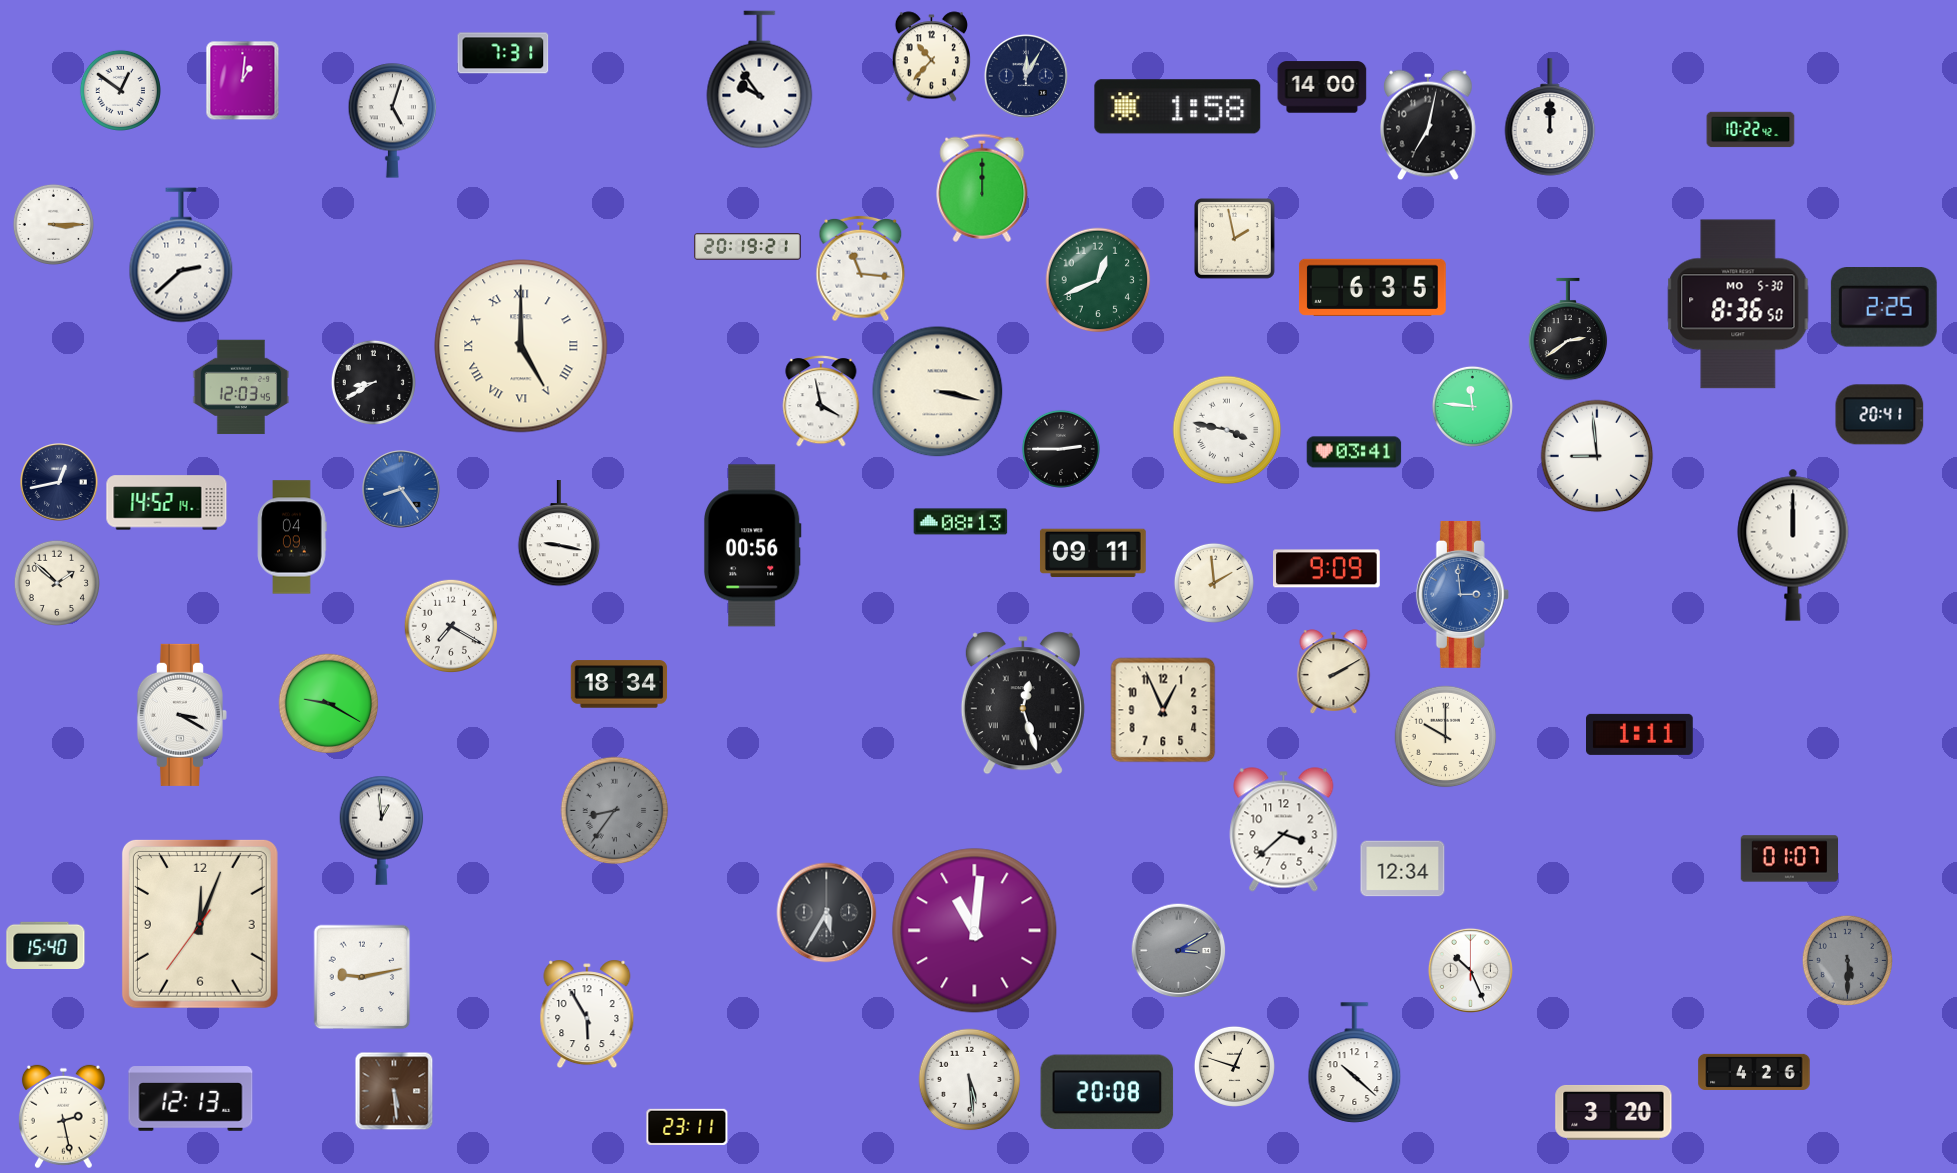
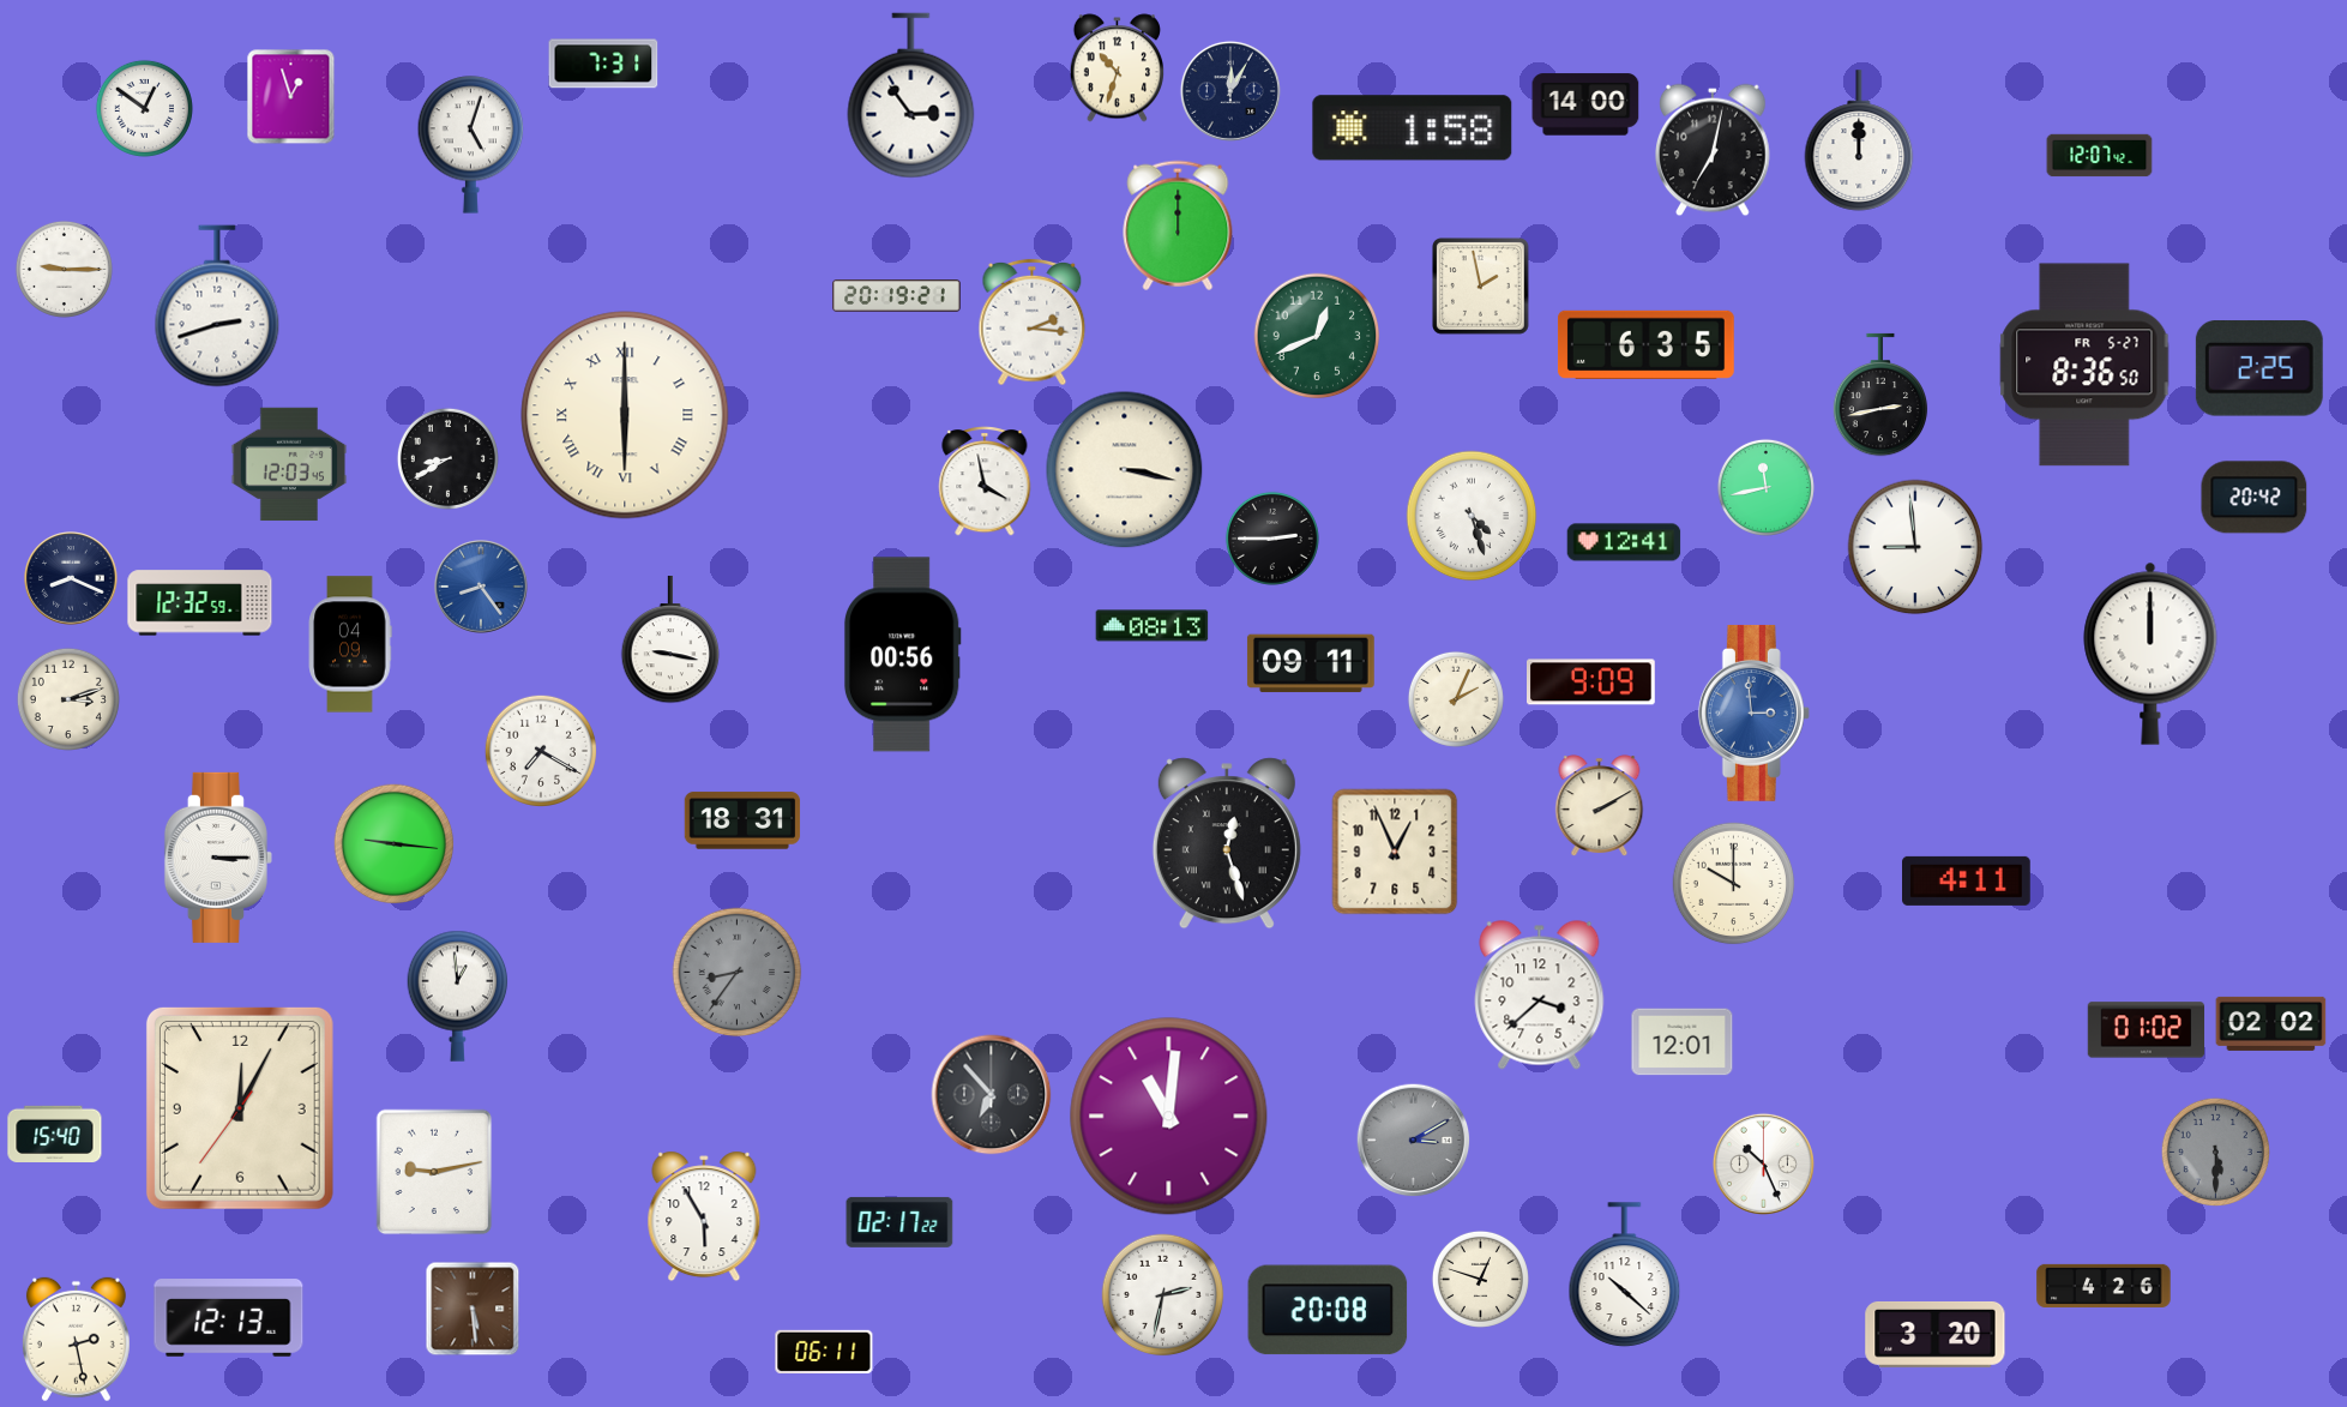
clock at (931, 57): 10:37 -> 10:33
clock at (243, 80): 1:01 -> 12:57
clock at (760, 80): 9:54 -> 2:54
clock at (1751, 130): 10:22 -> 12:07
clock at (53, 224): 3:15 -> 9:15
clock at (181, 255): 2:38 -> 2:42
clock at (861, 269): 11:16 -> 2:16
clock at (1738, 304) date: MO 5-30 -> FR 5-27
clock at (1568, 329): 2:39 -> 2:43
clock at (521, 346): 5:00 -> 6:00
clock at (1472, 406): 11:46 -> 11:43
clock at (1880, 415): 20:41 -> 20:42
clock at (1227, 430): 3:47 -> 4:27
clock at (1354, 452): 03:41 -> 12:41
clock at (59, 482): 12:43 -> 8:19
clock at (167, 503): 14:52 -> 12:32
clock at (57, 583): 1:52 -> 3:12
clock at (1214, 583): 1:59 -> 2:04
clock at (619, 684): 18:34 -> 18:31
clock at (329, 704): 9:20 -> 9:16
clock at (182, 715): 3:20 -> 3:15
clock at (1640, 734): 1:11 -> 4:11
clock at (2271, 1023): none -> 02:02
clock at (1790, 859): 01:07 -> 01:02
clock at (1403, 869): 12:34 -> 12:01
clock at (827, 913): 5:35 -> 6:53
clock at (200, 924): 12:03 -> 12:04
clock at (899, 1222): none -> 02:17
clock at (970, 1080): 5:29 -> 2:32
clock at (687, 1127): 23:11 -> 06:11
